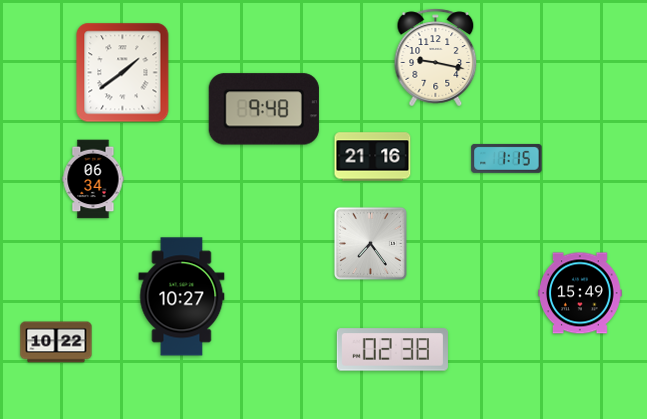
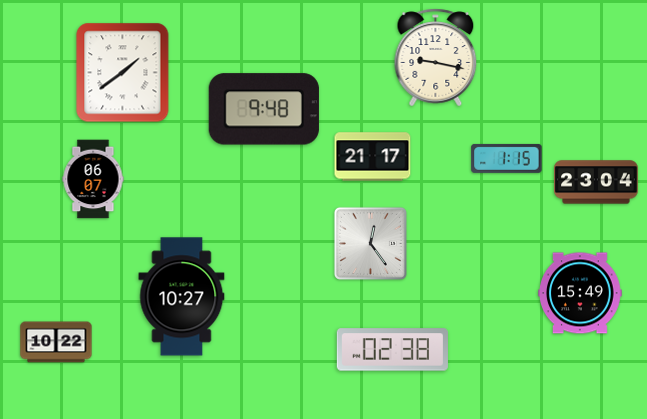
clock at (373, 157): 21:16 -> 21:17
clock at (93, 179): 06:34 -> 06:07
clock at (596, 182): none -> 23:04
clock at (370, 243): 7:24 -> 12:24
